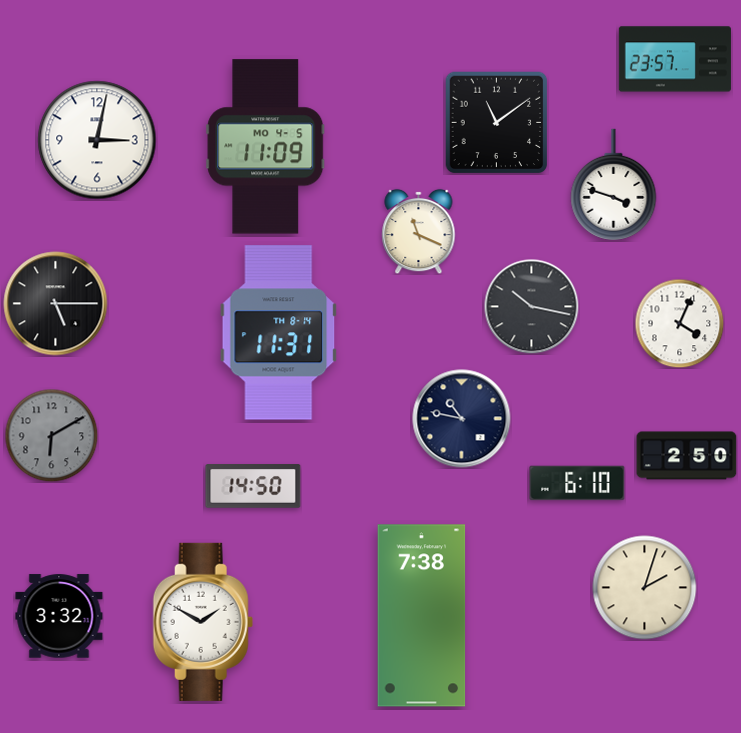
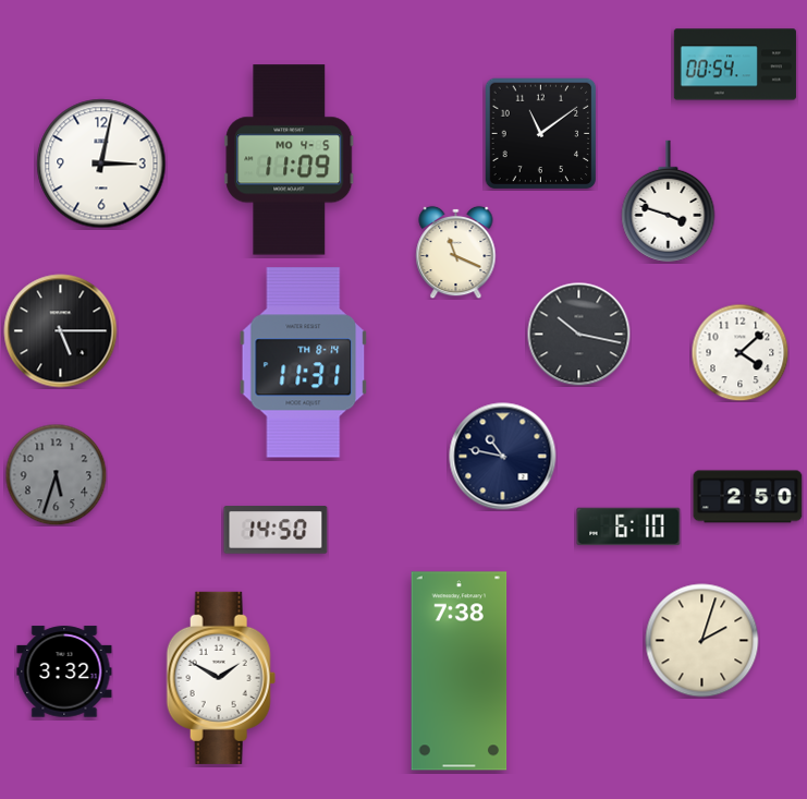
clock at (675, 59): 23:57 -> 00:54
clock at (97, 140) position: (97, 140) -> (101, 164)
clock at (679, 323): 4:04 -> 4:08
clock at (51, 435): 6:10 -> 5:33
